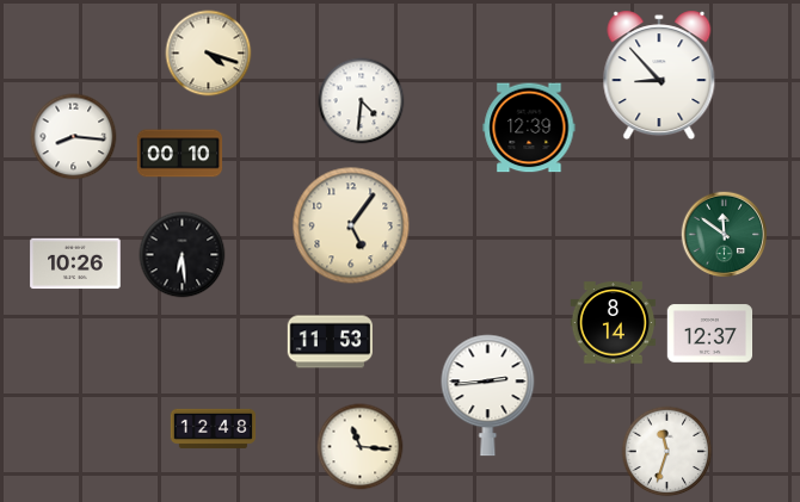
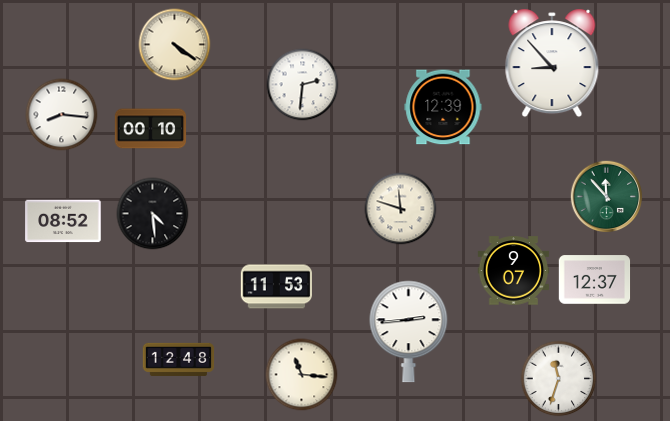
clock at (209, 54): 4:18 -> 4:21
clock at (362, 101): 4:31 -> 2:31
clock at (351, 225): 5:06 -> none
clock at (725, 235): 11:51 -> 11:53
clock at (401, 209): none -> 11:48
clock at (183, 255): 6:29 -> 4:29
clock at (75, 264): 10:26 -> 08:52
clock at (614, 323): 8:14 -> 9:07
